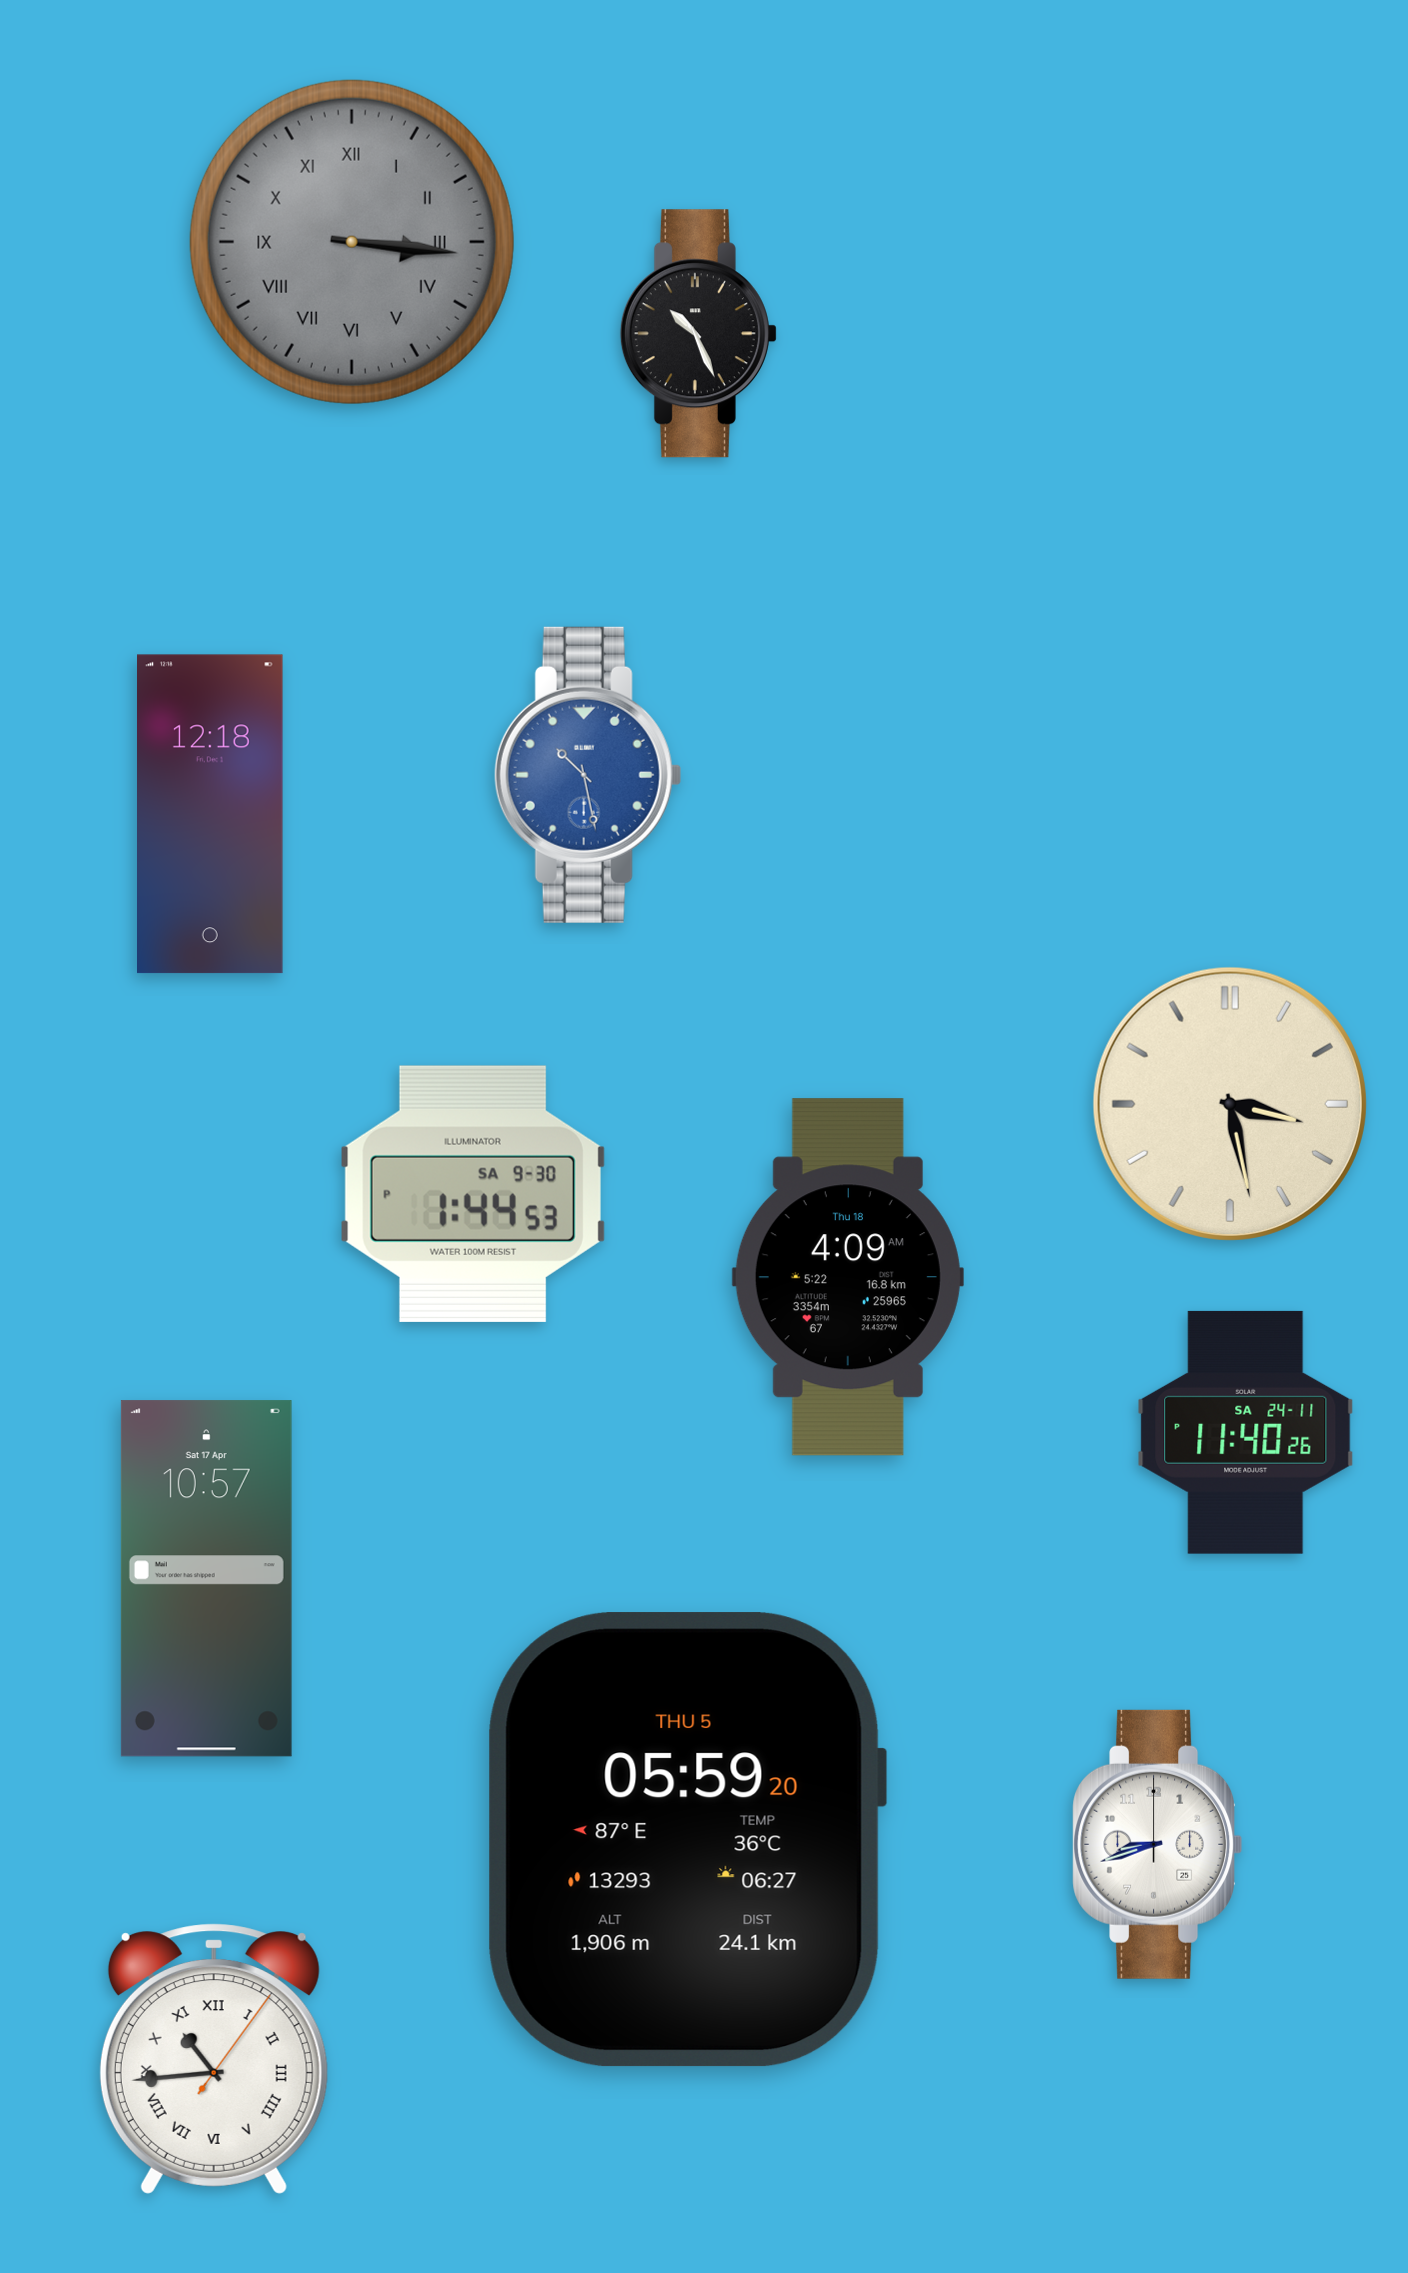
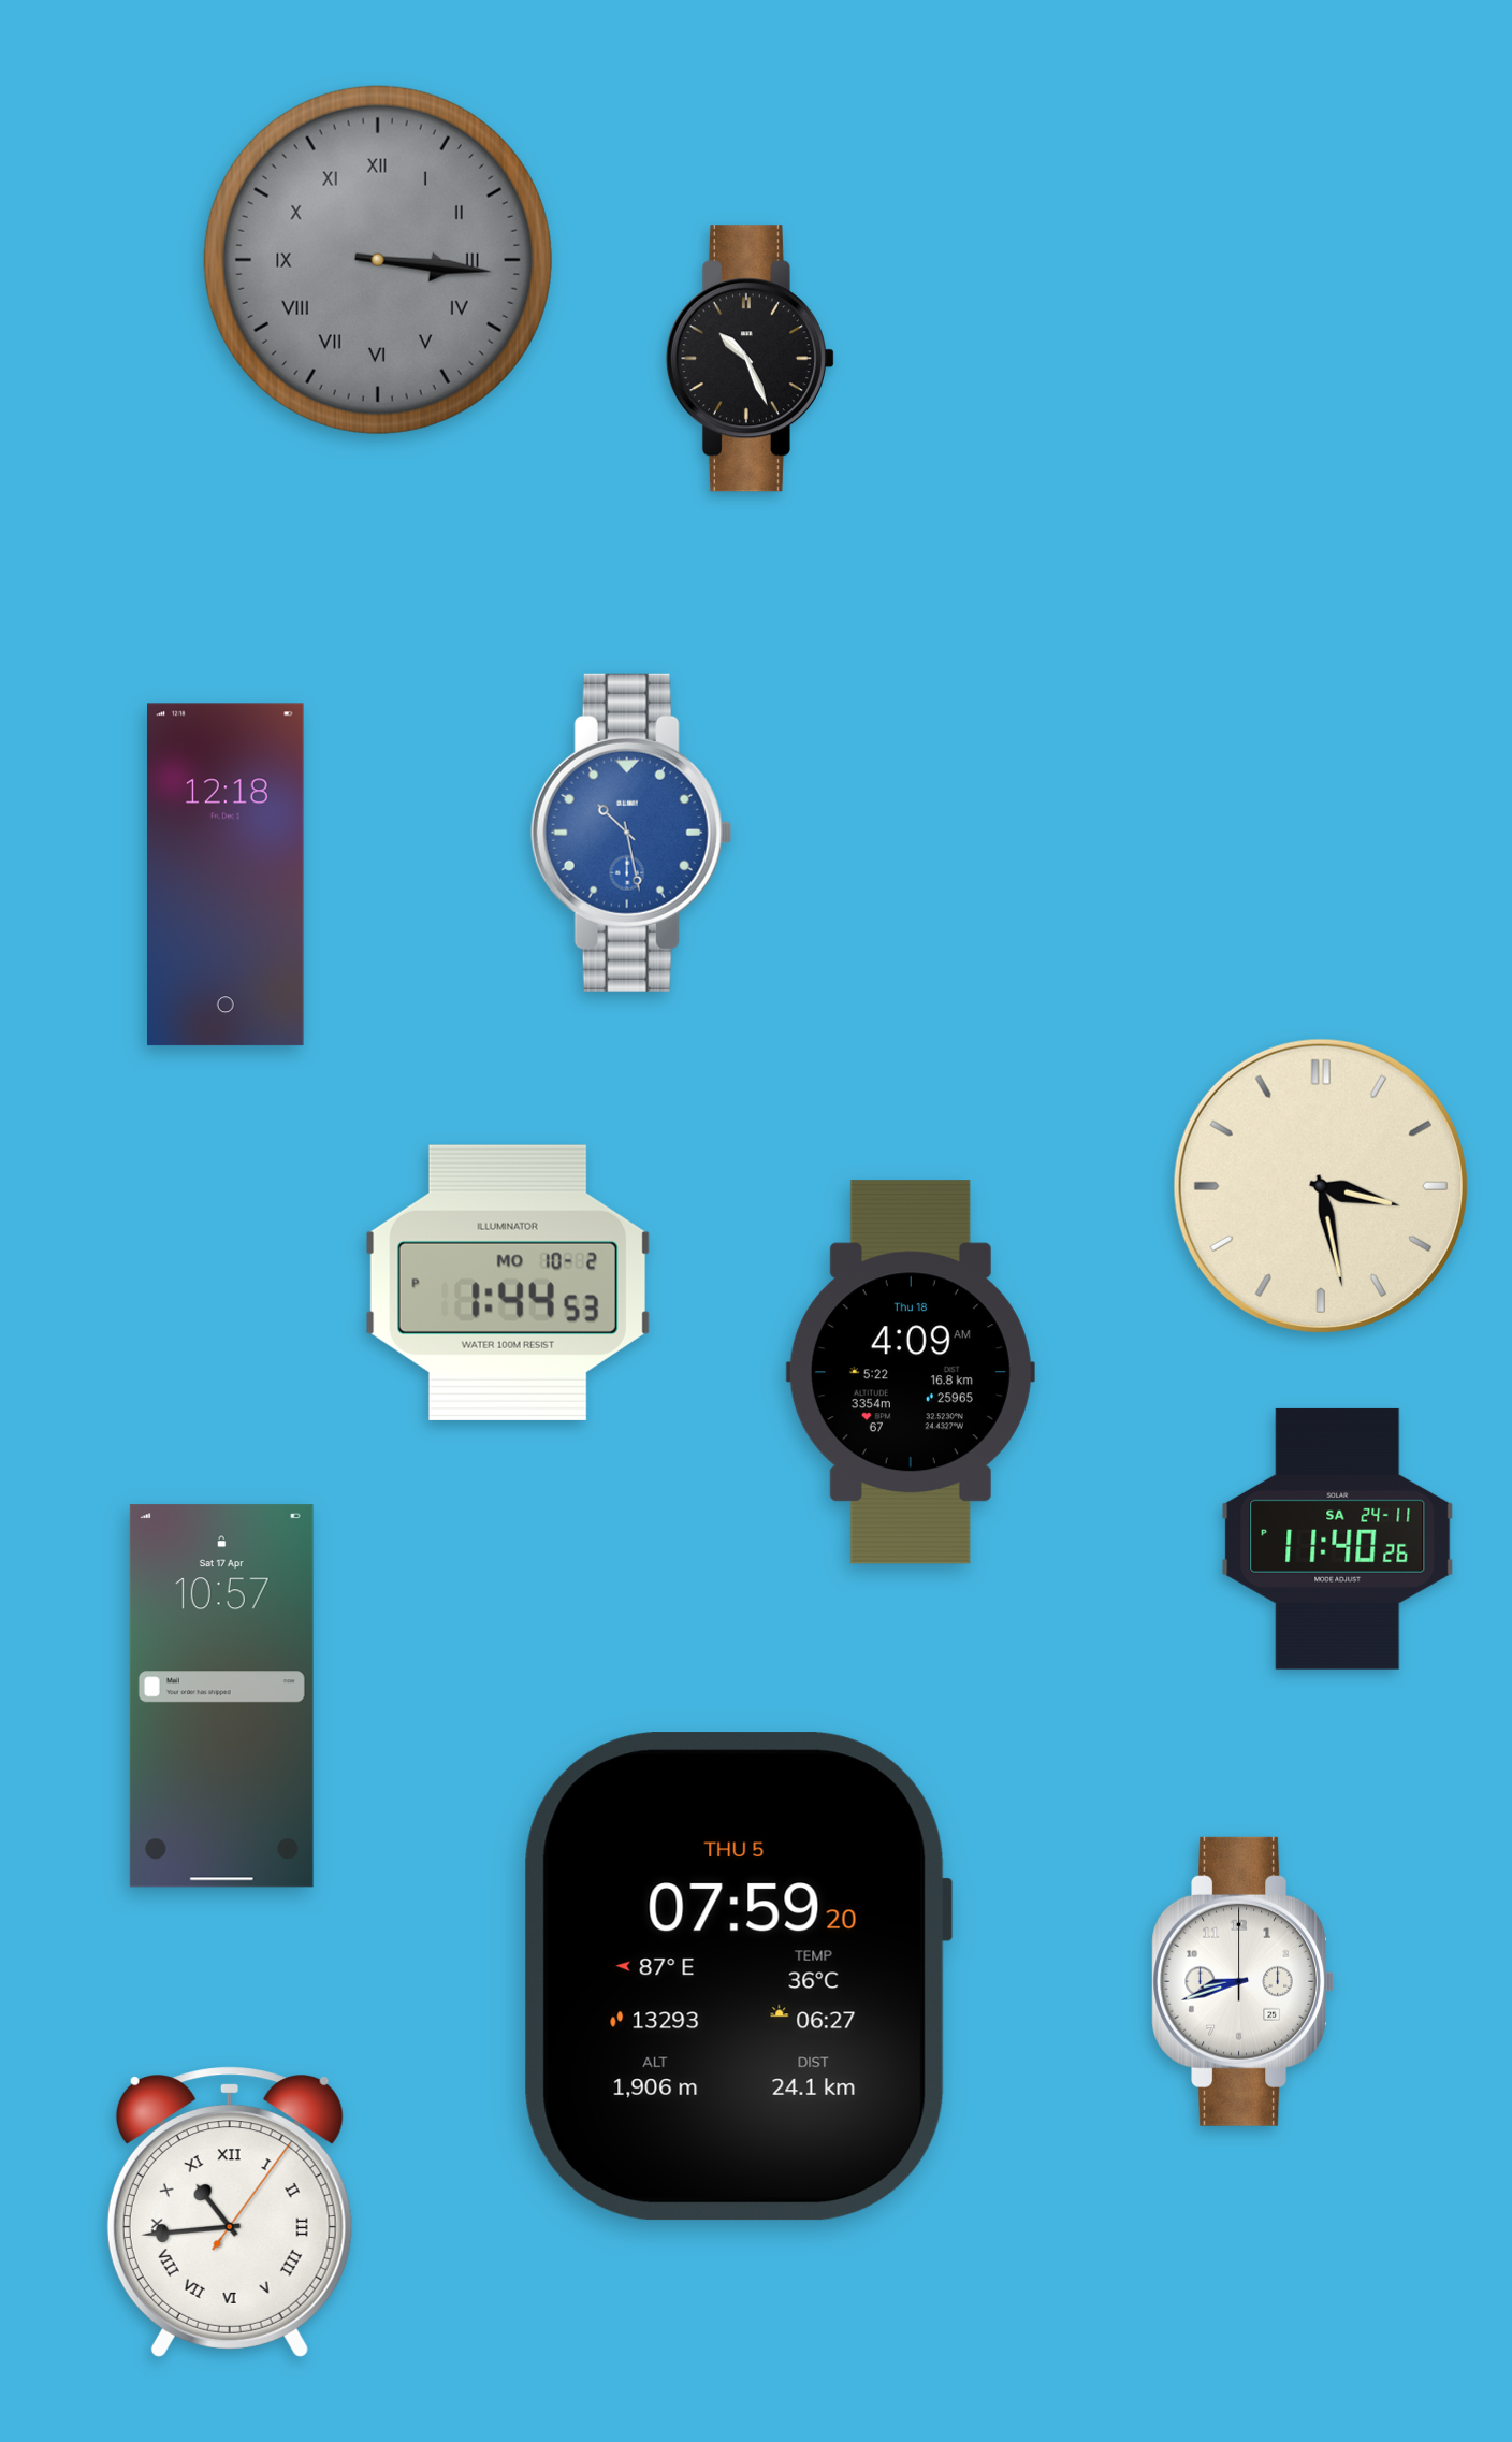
clock at (473, 1194) date: SA 9-30 -> MO 10-2
clock at (687, 1840): 05:59 -> 07:59
